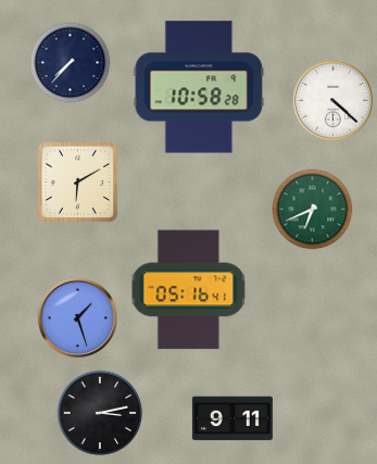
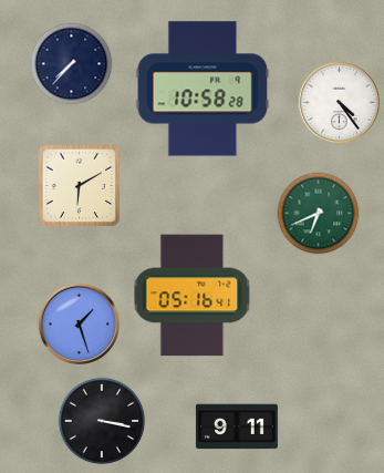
clock at (332, 100): 4:22 -> 4:24
clock at (100, 413): 3:13 -> 3:17
